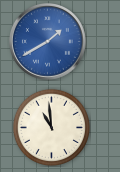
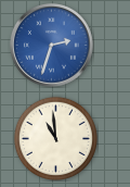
clock at (48, 42): 1:40 -> 2:33
